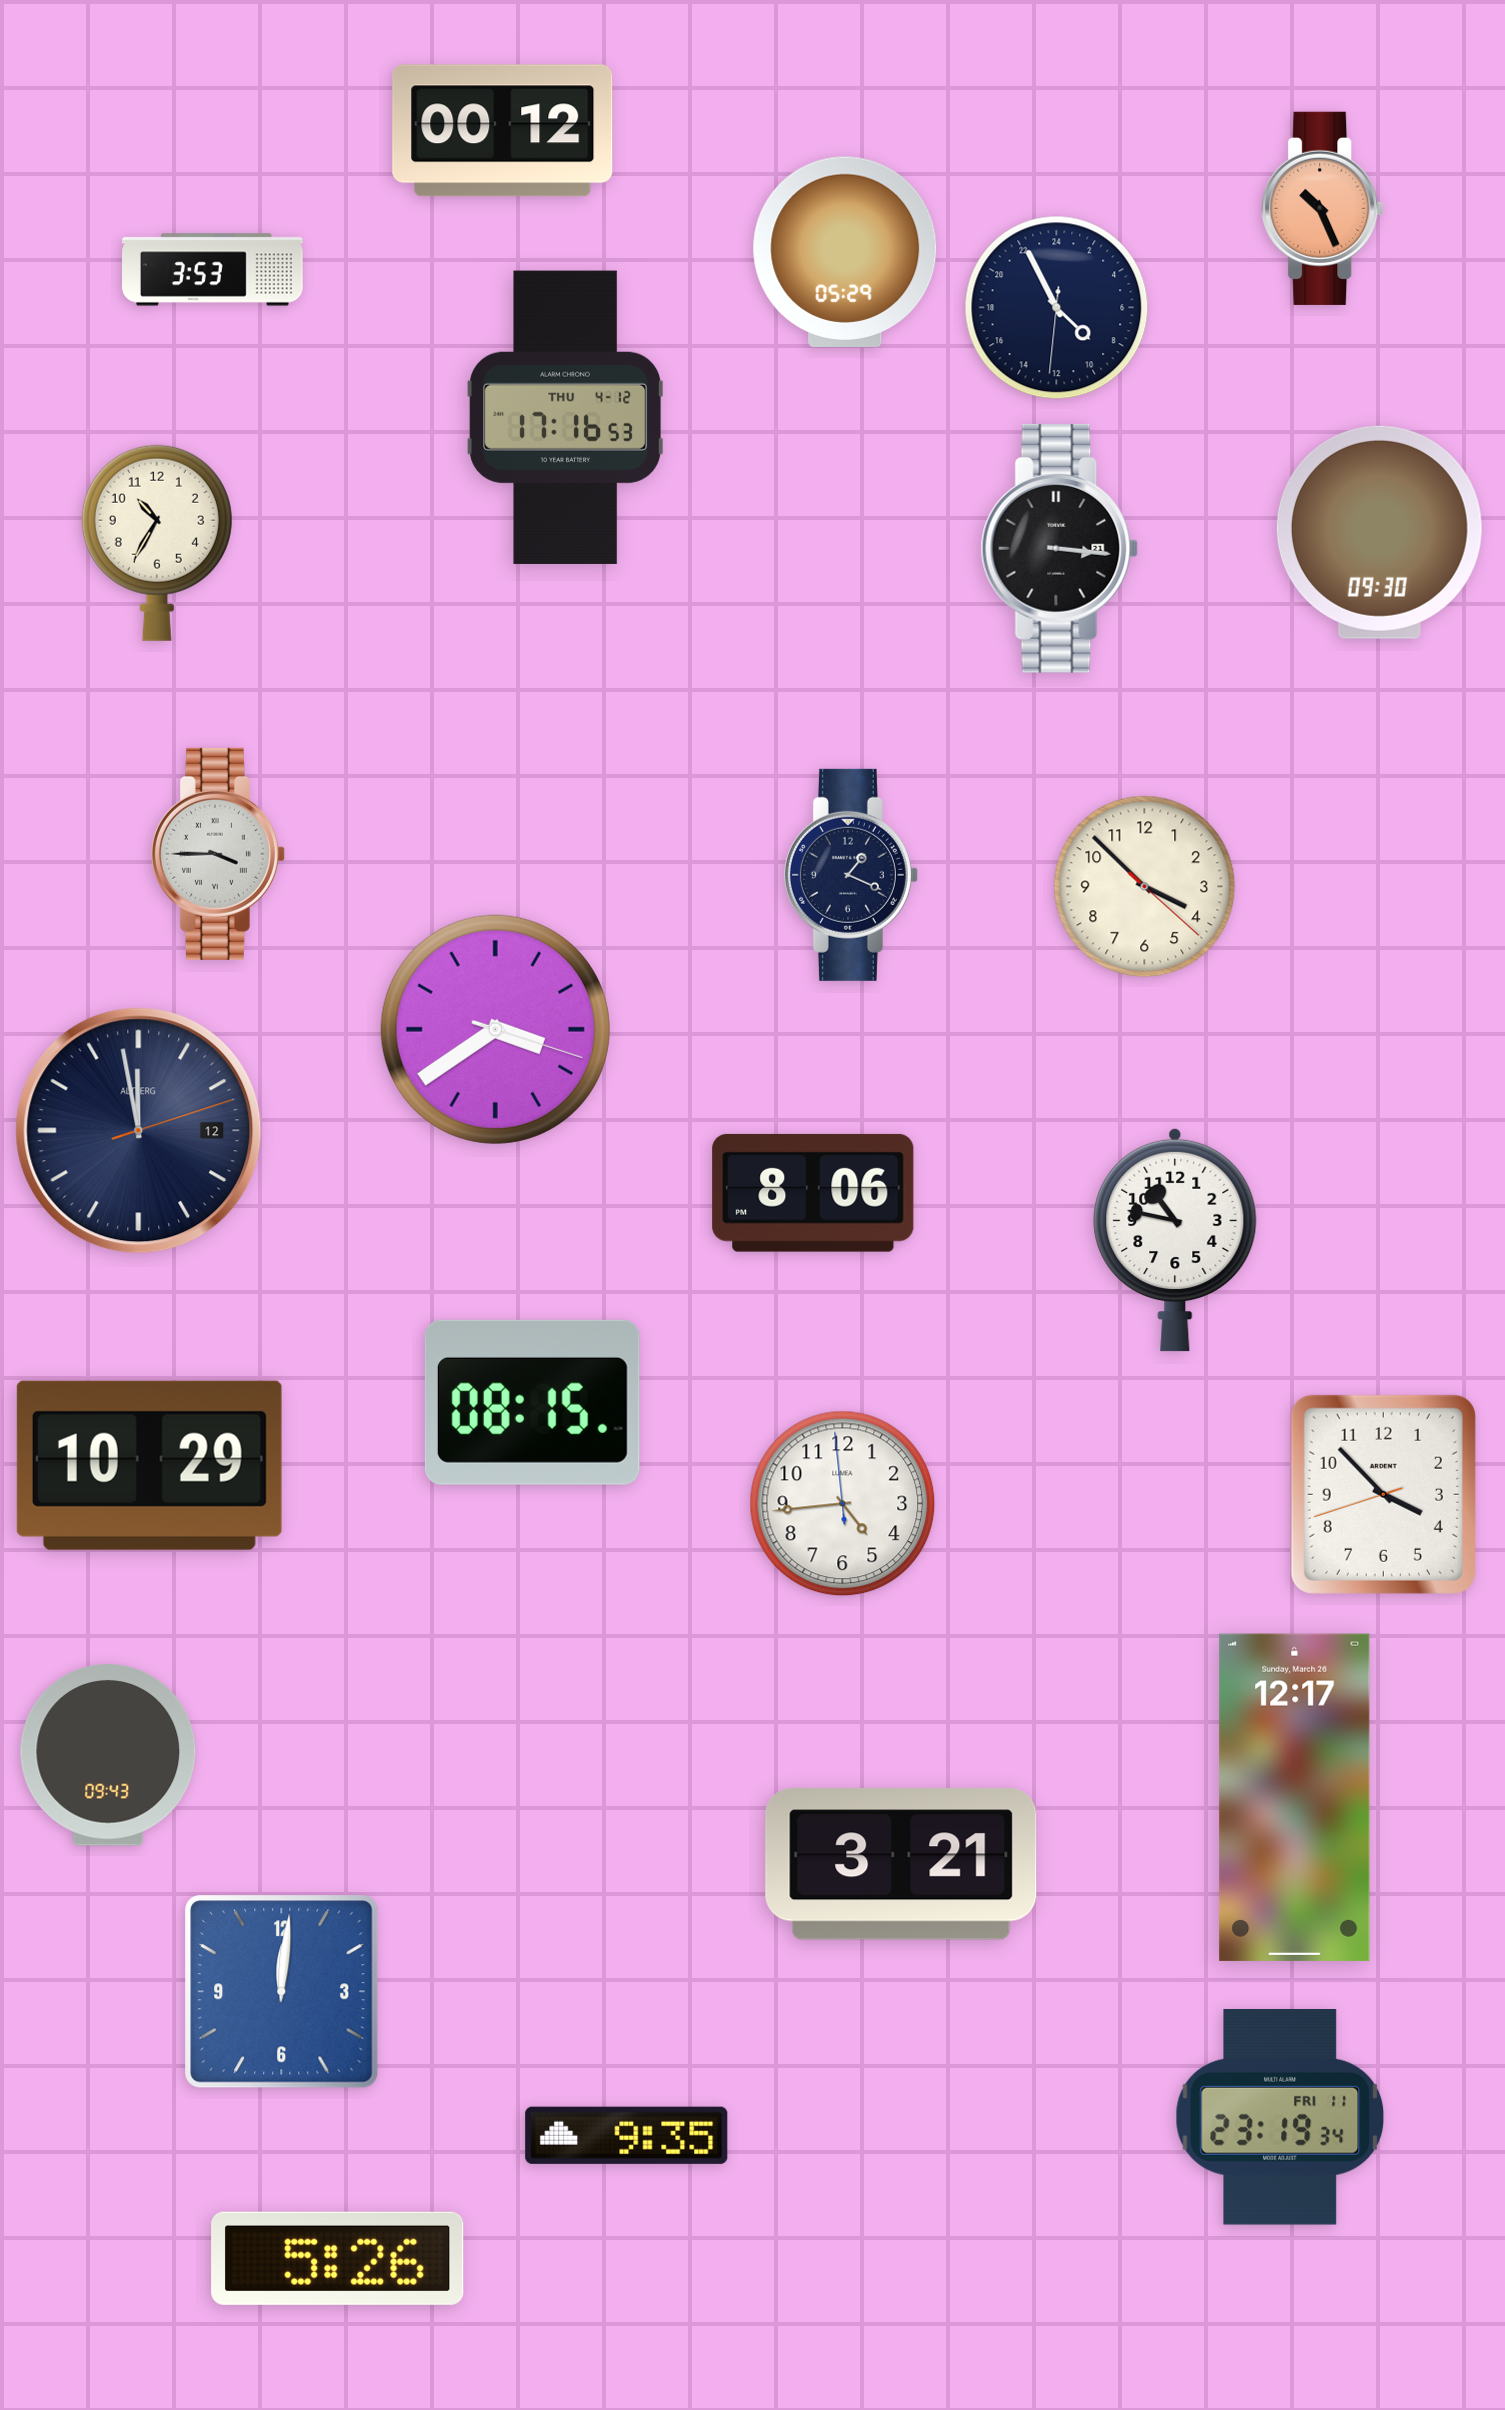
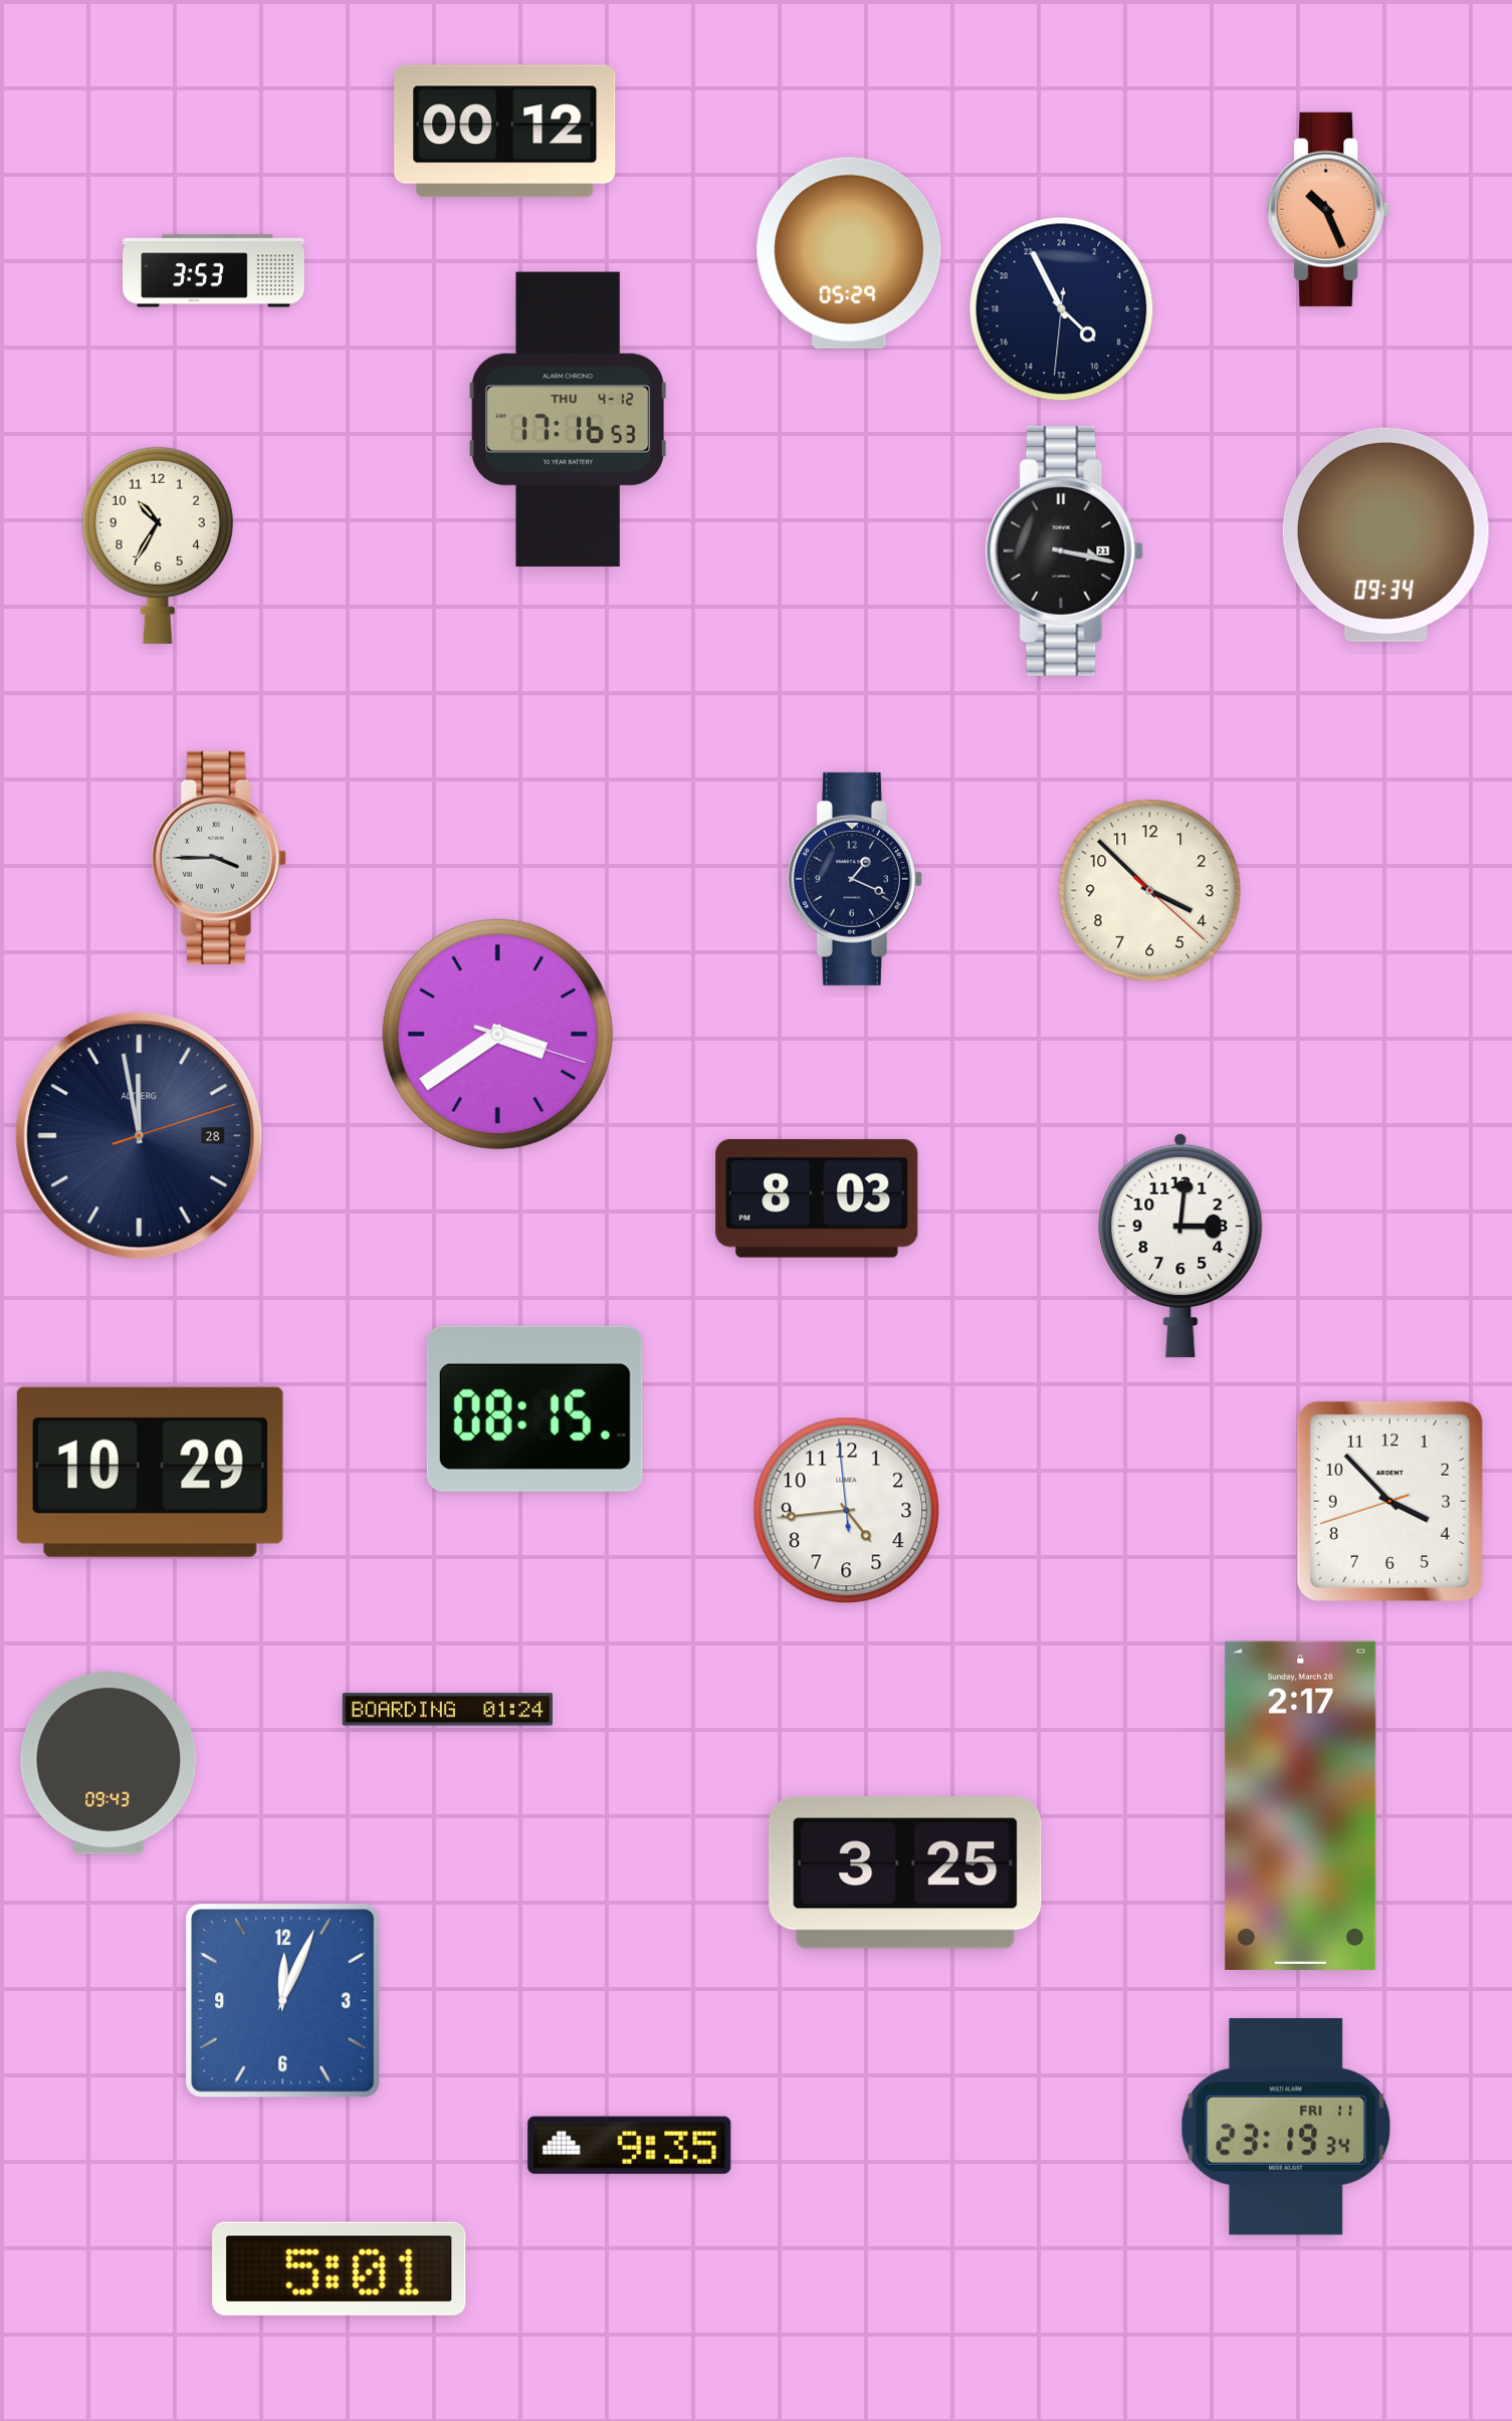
clock at (1379, 532): 09:30 -> 09:34
clock at (1060, 548): 3:16 -> 3:17
clock at (139, 1131) date: 12 -> 28
clock at (813, 1193): 8:06 -> 8:03
clock at (1175, 1240): 10:47 -> 3:01
clock at (448, 1710): none -> 01:24
clock at (1295, 1797): 12:17 -> 2:17
clock at (901, 1865): 3:21 -> 3:25
clock at (282, 1992): 12:01 -> 12:04
clock at (338, 2258): 5:26 -> 5:01
